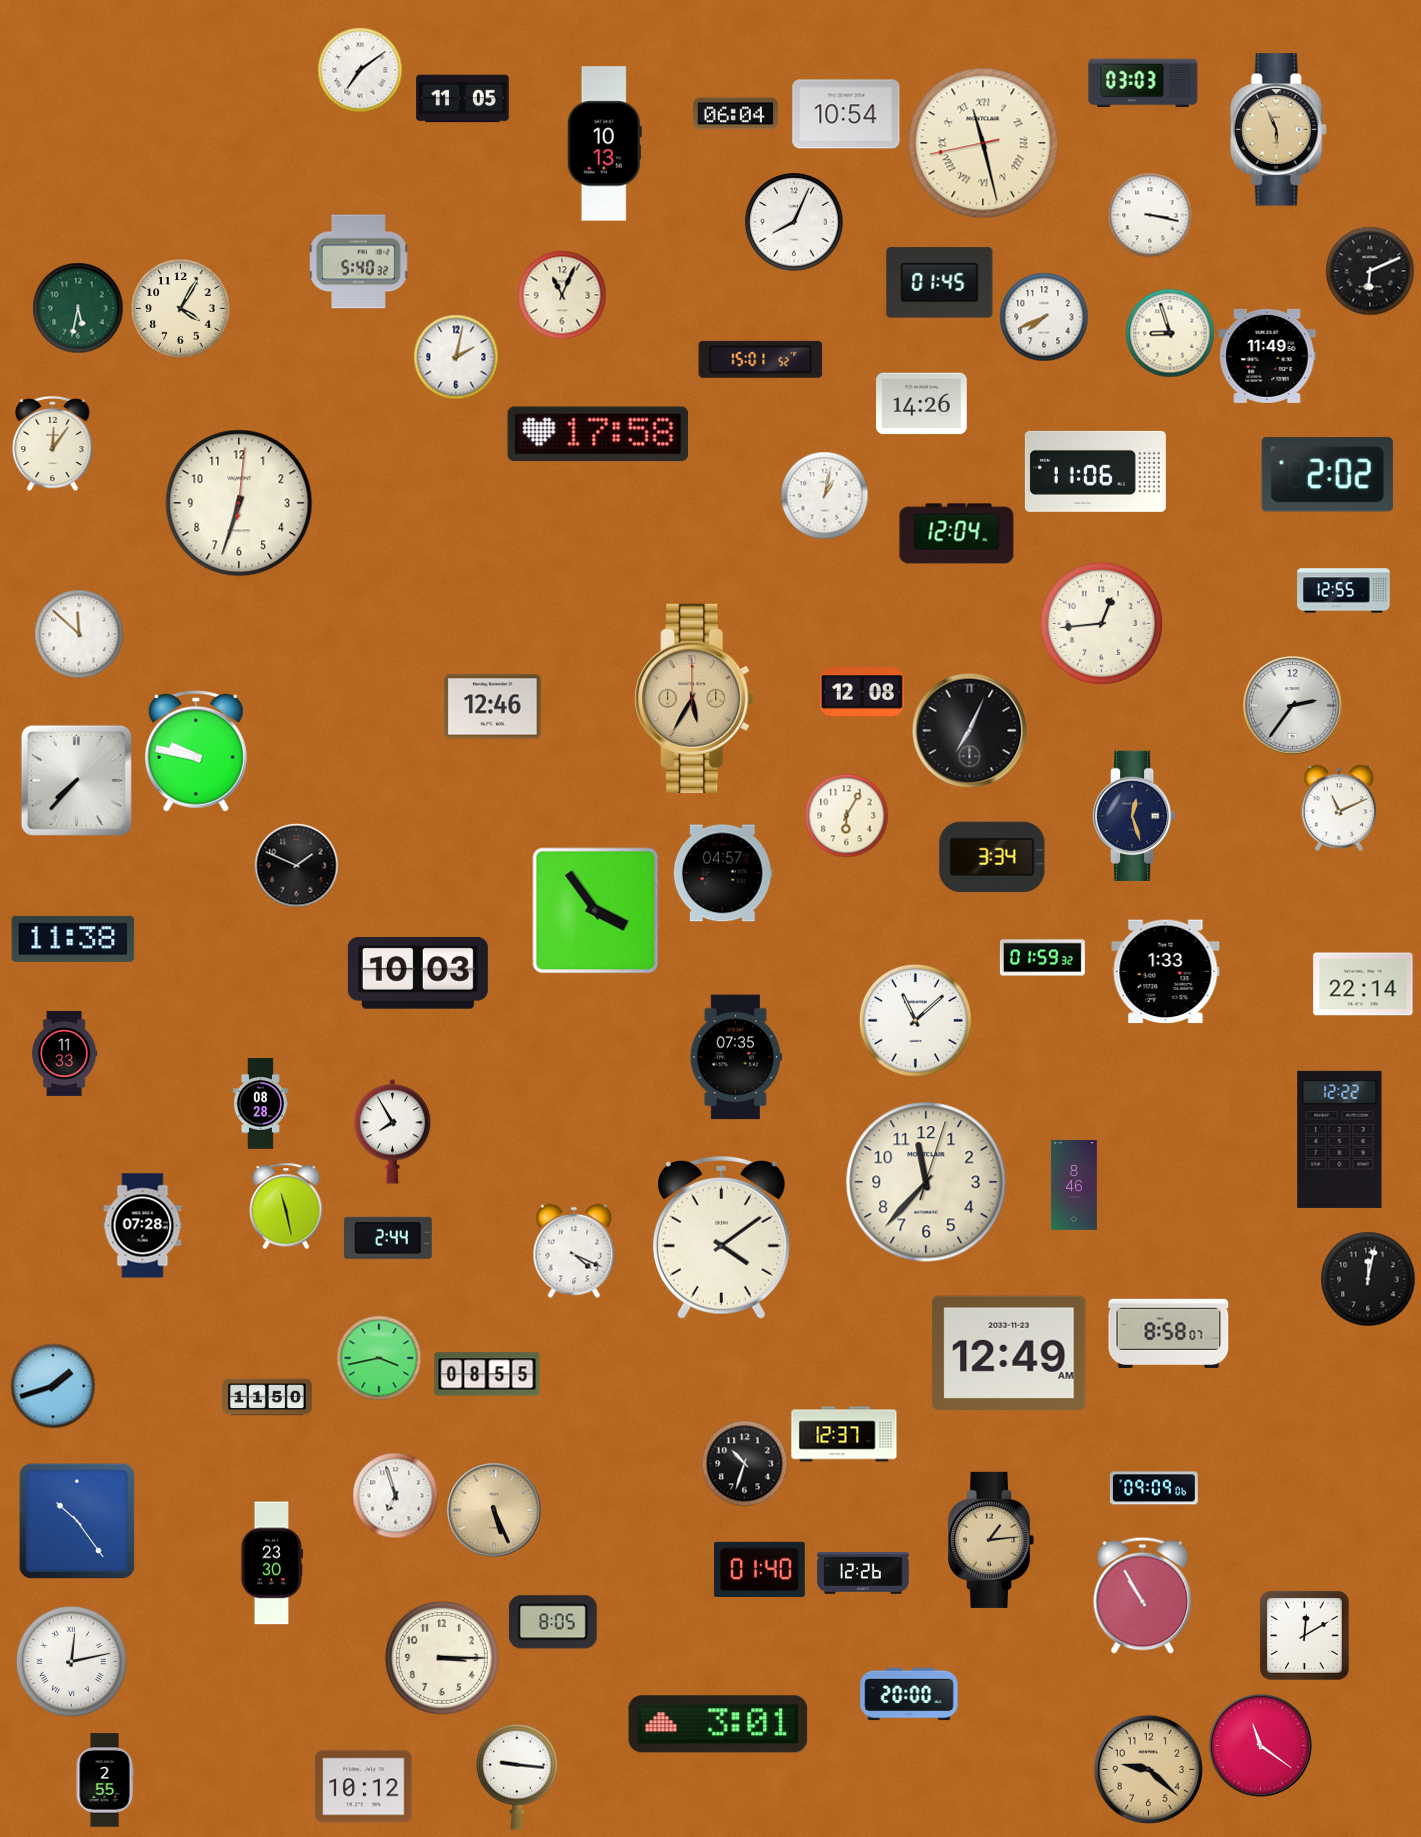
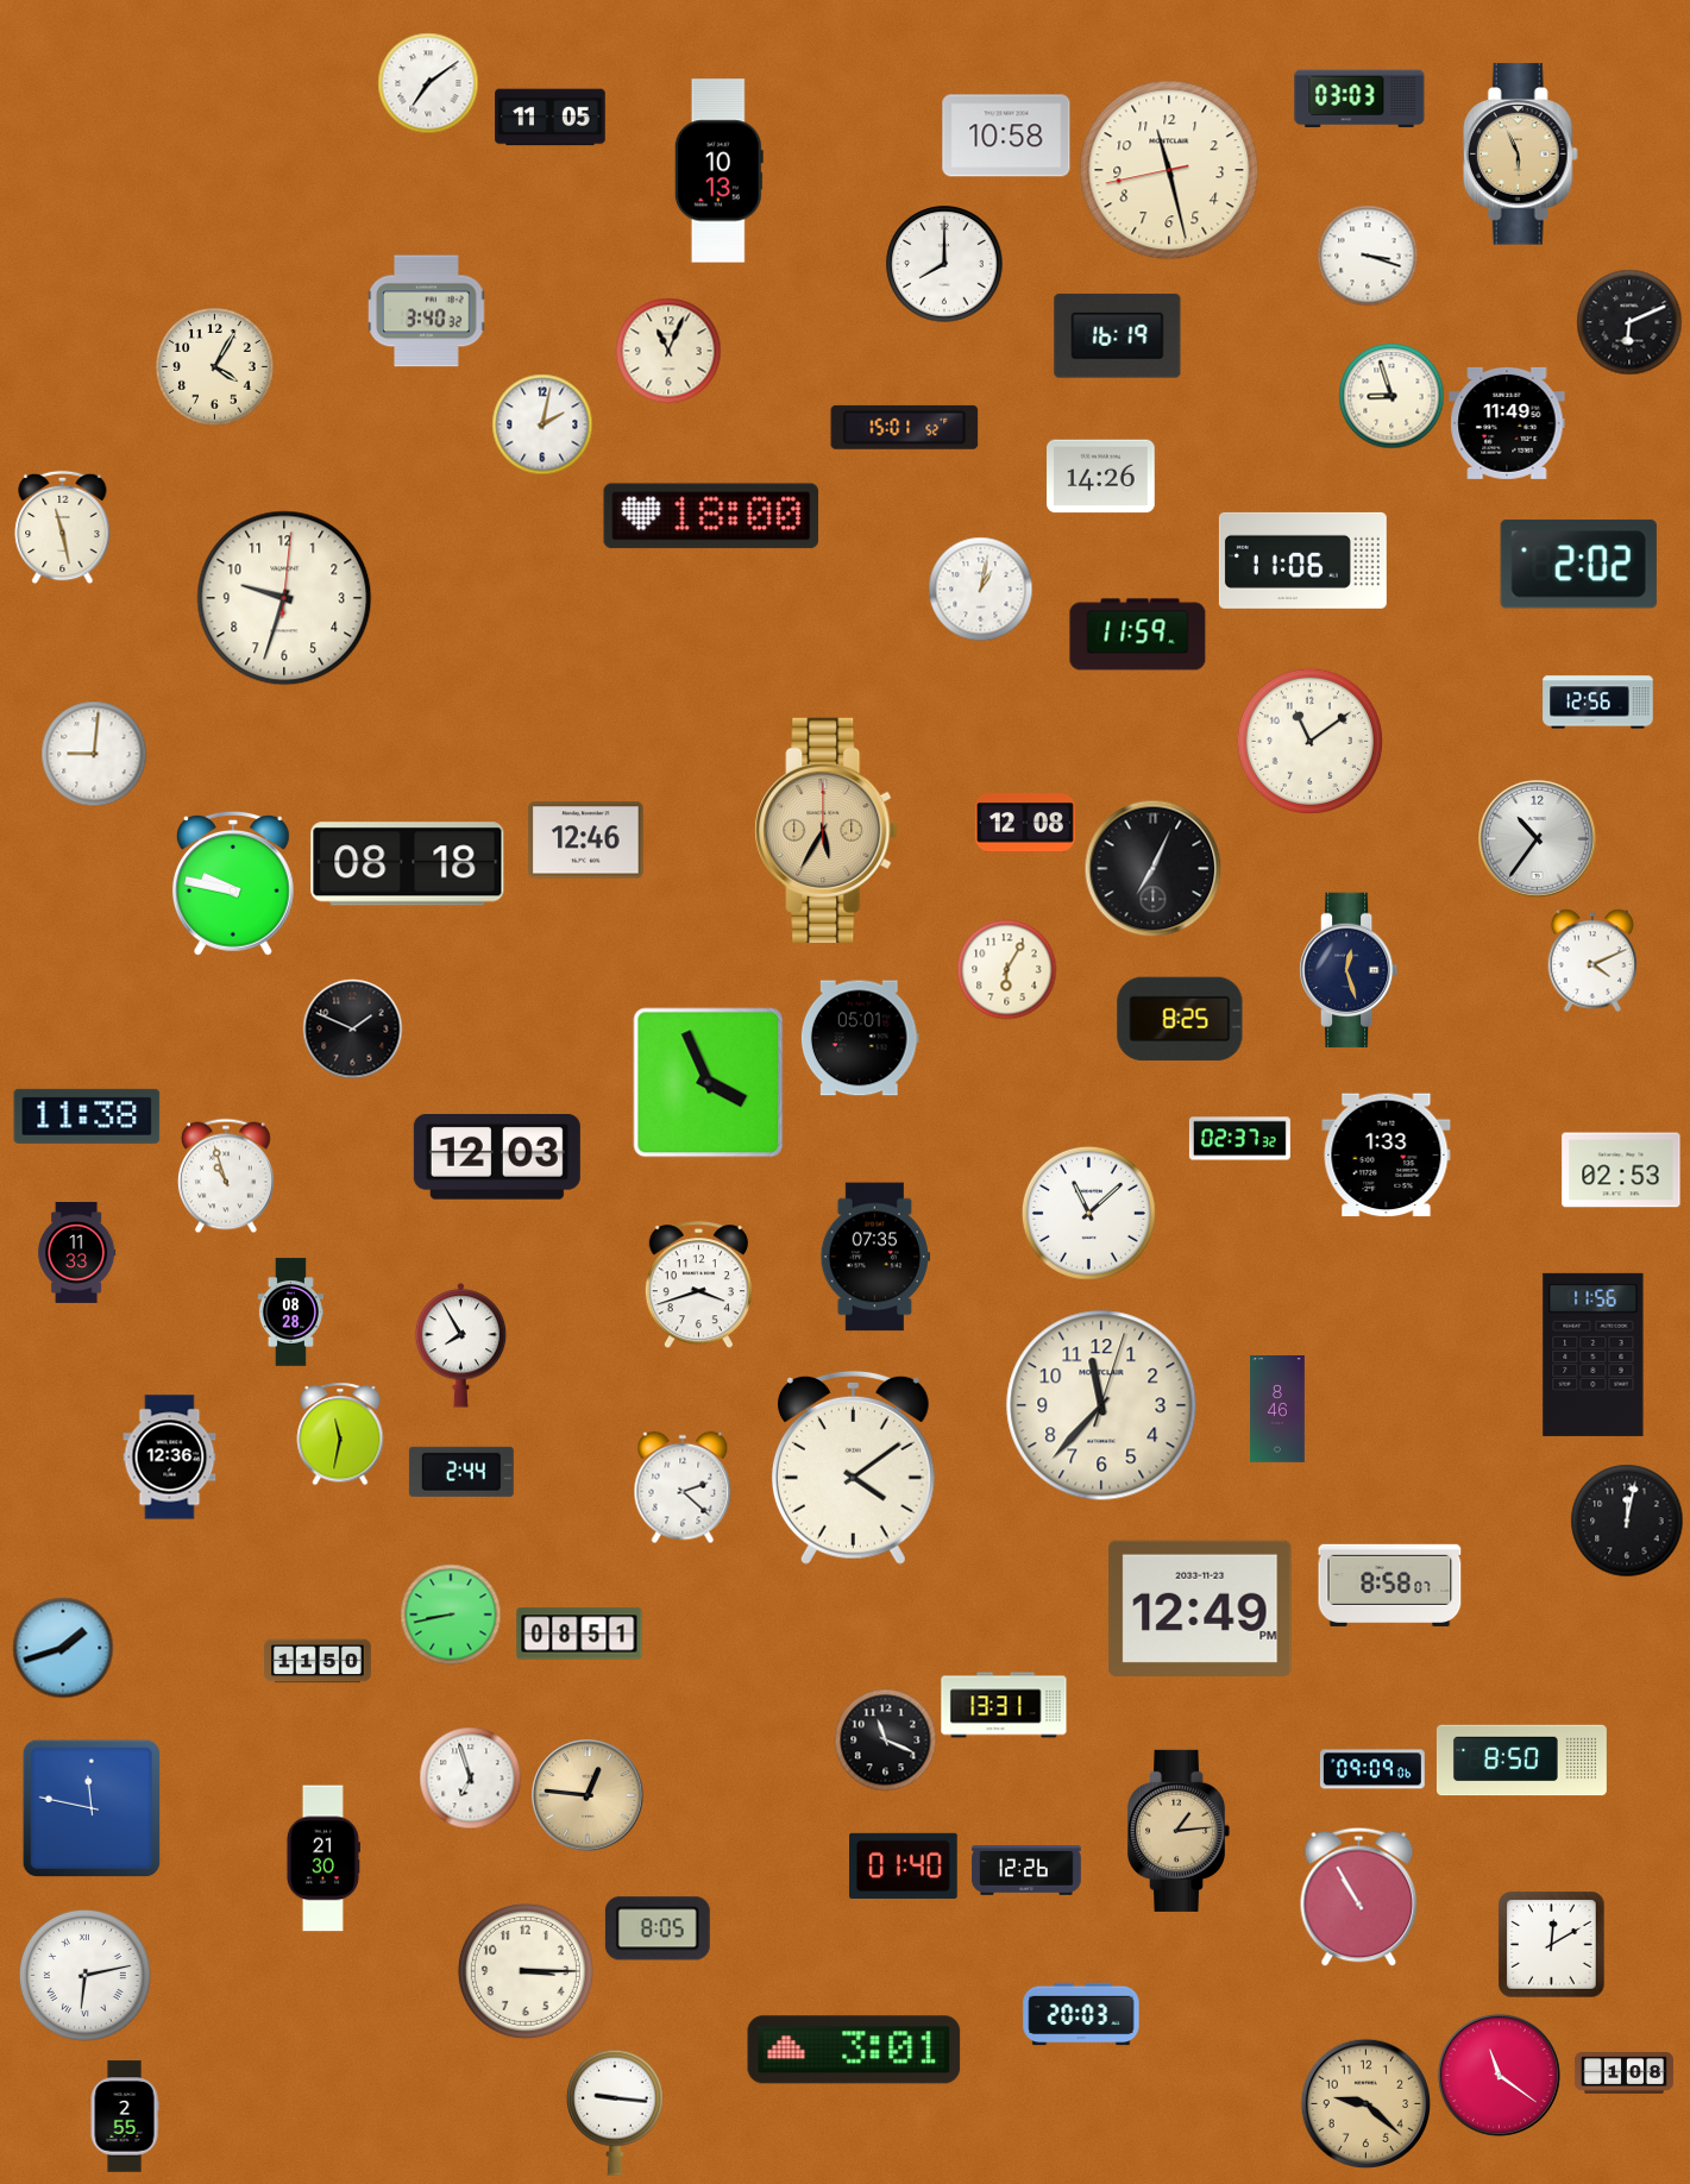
clock at (735, 114): 06:04 -> none
clock at (846, 114): 10:54 -> 10:58
clock at (983, 143) numerals: Roman -> Arabic
clock at (1150, 215): 3:17 -> 3:18
clock at (794, 222): 8:04 -> 8:00
clock at (359, 262): 5:40 -> 3:40
clock at (940, 283): 01:45 -> 16:19
clock at (78, 308): 5:32 -> none
clock at (1044, 317): 7:41 -> none
clock at (922, 404) position: (922, 404) -> (1101, 477)
clock at (598, 434): 17:58 -> 18:00
clock at (53, 443): 12:06 -> 11:28
clock at (239, 503): 6:33 -> 9:33
clock at (957, 534): 12:04 -> 11:59
clock at (1344, 591): 12:55 -> 12:56
clock at (1101, 623): 12:44 -> 11:09
clock at (79, 634): 11:52 -> 9:01
clock at (1293, 706): 2:36 -> 10:36
clock at (408, 864): none -> 08:18
clock at (196, 751) position: (196, 751) -> (233, 883)
clock at (76, 780): 7:37 -> none
clock at (1339, 808): 11:11 -> 4:11
clock at (992, 857): 3:34 -> 8:25
clock at (723, 873): 04:57 -> 05:01
clock at (596, 911): 3:54 -> 3:56
clock at (1042, 958): 01:59 -> 02:37
clock at (418, 974): 10:03 -> 12:03
clock at (1363, 984): 22:14 -> 02:53
clock at (226, 1176): none -> 10:57
clock at (698, 1285): none -> 3:42
clock at (260, 1104) position: (260, 1104) -> (290, 1313)
clock at (393, 1132) position: (393, 1132) -> (461, 1346)
clock at (1340, 1139): 12:22 -> 11:56
clock at (286, 1206): 11:28 -> 11:32
clock at (143, 1226): 07:28 -> 12:36
clock at (721, 1237) position: (721, 1237) -> (853, 1467)
clock at (574, 1251): 4:19 -> 2:22
clock at (1009, 1353): 12:49 AM -> 12:49 PM
clock at (379, 1358): 3:43 -> 8:43
clock at (487, 1374): 08:55 -> 08:51
clock at (844, 1434): 12:37 -> 13:31
clock at (744, 1463): 10:33 -> 11:19
clock at (1521, 1761): none -> 8:50
clock at (494, 1510): 5:26 -> 12:46
clock at (76, 1520): 10:24 -> 11:47
clock at (271, 1563): 23:30 -> 21:30
clock at (71, 1661): 12:13 -> 6:13
clock at (909, 1694): 20:00 -> 20:03
clock at (1623, 2073): none -> 1:08
clock at (364, 1787): 10:12 -> none
